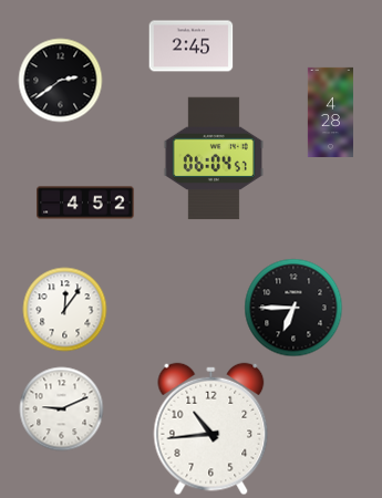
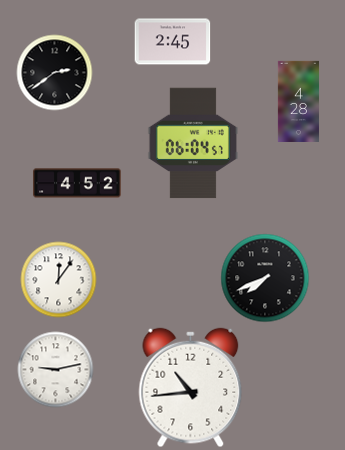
clock at (293, 308): 6:45 -> 7:41
clock at (62, 409): 9:11 -> 9:13
